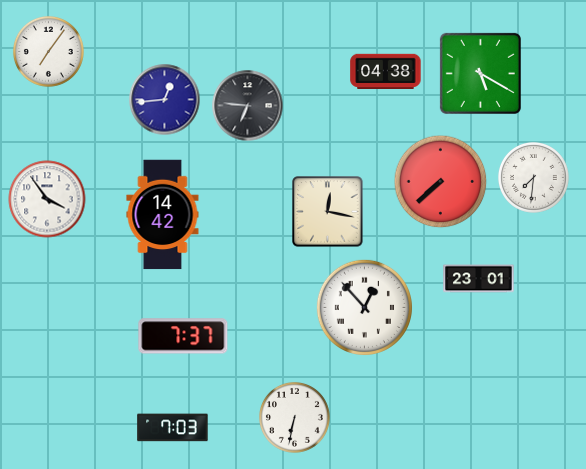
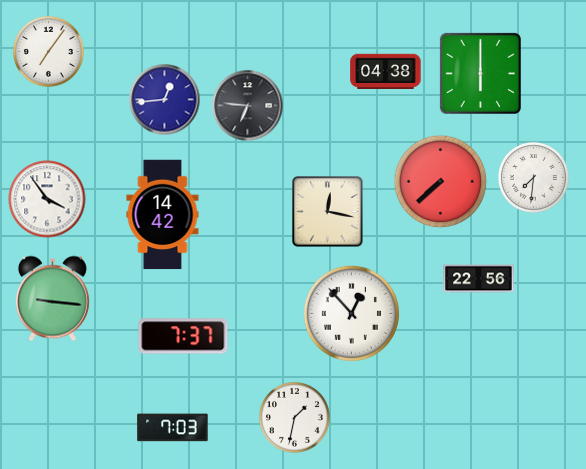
clock at (480, 73): 5:20 -> 6:00
clock at (479, 279): 23:01 -> 22:56
clock at (52, 299): none -> 9:16
clock at (364, 307) position: (364, 307) -> (351, 313)
clock at (294, 417): 6:32 -> 1:32
